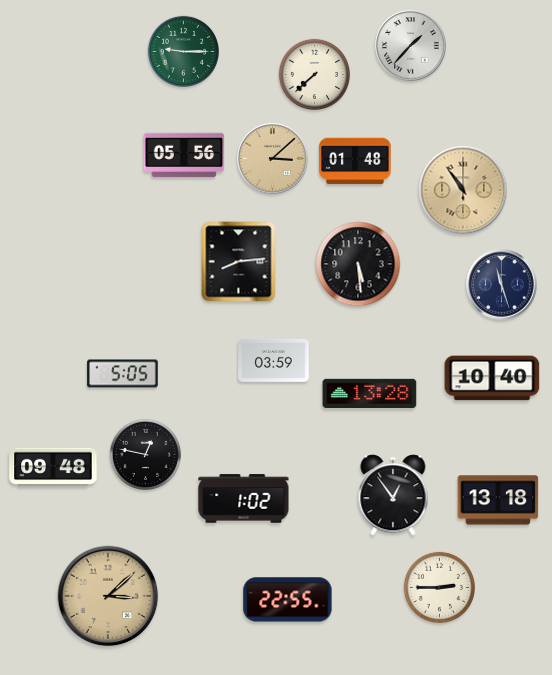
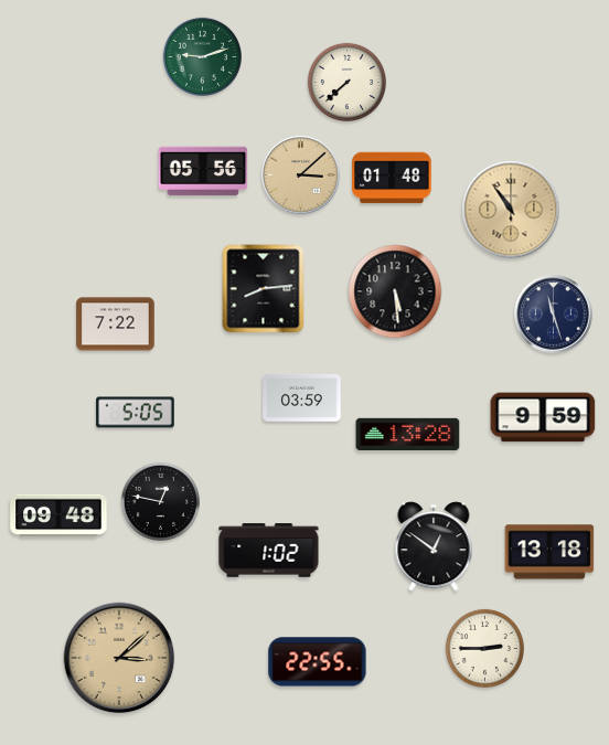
clock at (411, 46): 1:37 -> none
clock at (183, 51): 9:15 -> 9:12
clock at (116, 324): none -> 7:22
clock at (492, 378): 10:40 -> 9:59
clock at (393, 495): 12:54 -> 12:51
